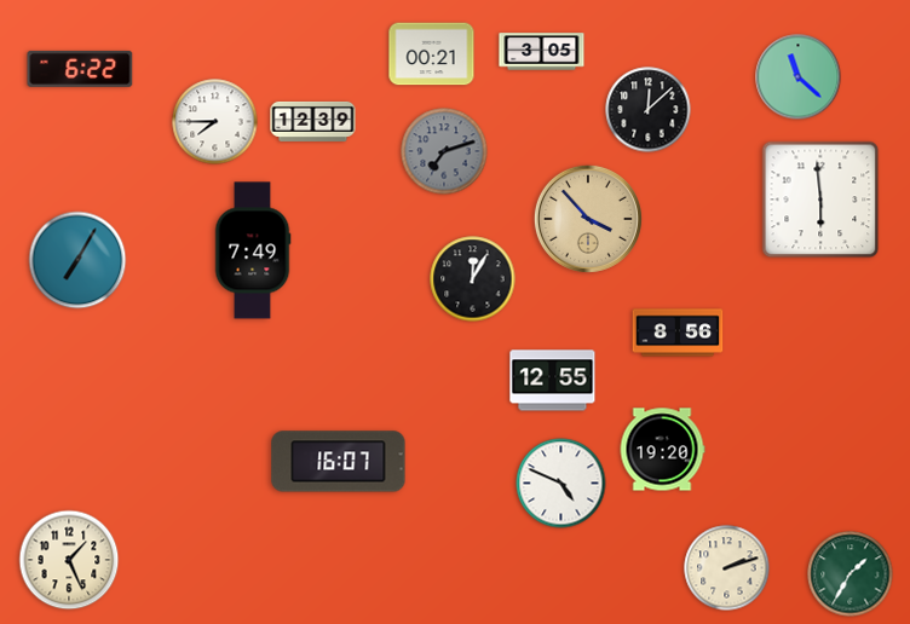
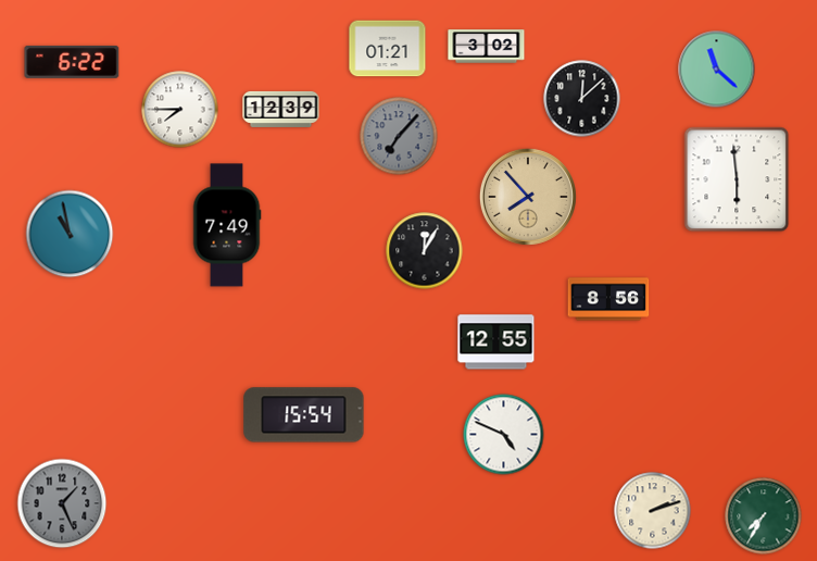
clock at (542, 52): 3:05 -> 3:02
clock at (432, 54): 00:21 -> 01:21
clock at (215, 122) position: (215, 122) -> (180, 110)
clock at (444, 151): 7:12 -> 7:07
clock at (588, 219): 3:53 -> 7:53
clock at (77, 260): 7:05 -> 10:58
clock at (662, 450): 19:20 -> none
clock at (339, 462): 16:07 -> 15:54
clock at (69, 560) dial: cream -> grey
clock at (851, 574): 1:35 -> 7:35
